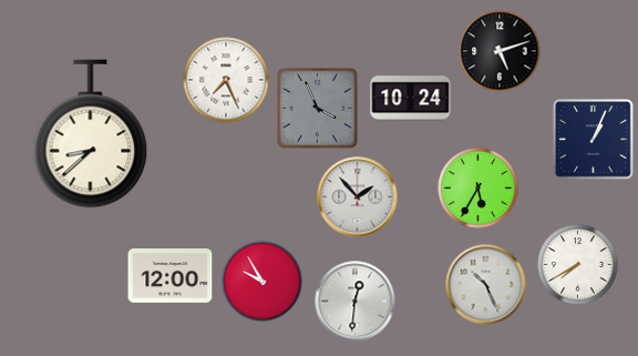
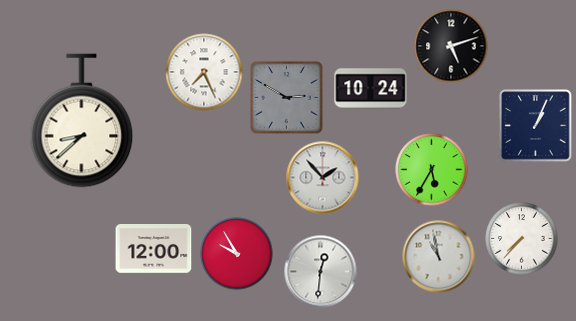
clock at (318, 109): 3:56 -> 2:50
clock at (578, 265): 7:40 -> 7:37
clock at (486, 285): 10:26 -> 10:58
